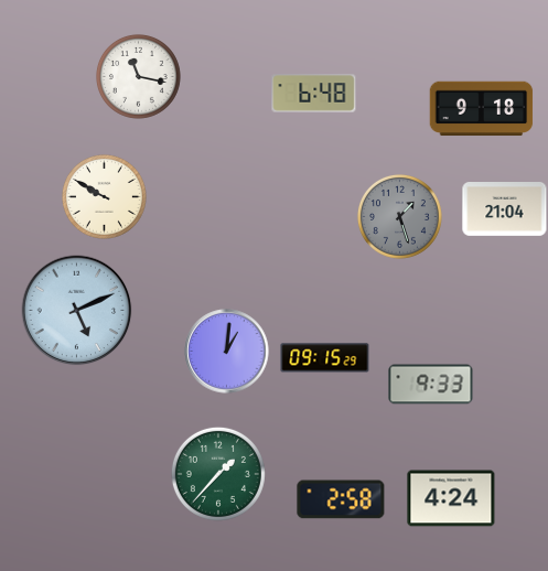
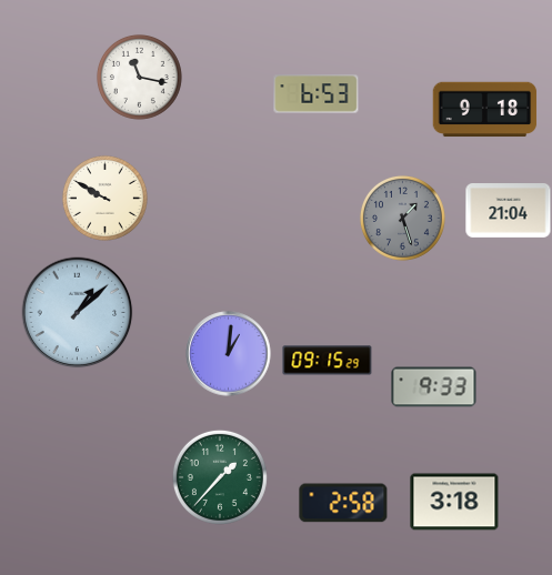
clock at (314, 94): 6:48 -> 6:53
clock at (77, 311): 5:11 -> 1:08
clock at (451, 498): 4:24 -> 3:18
